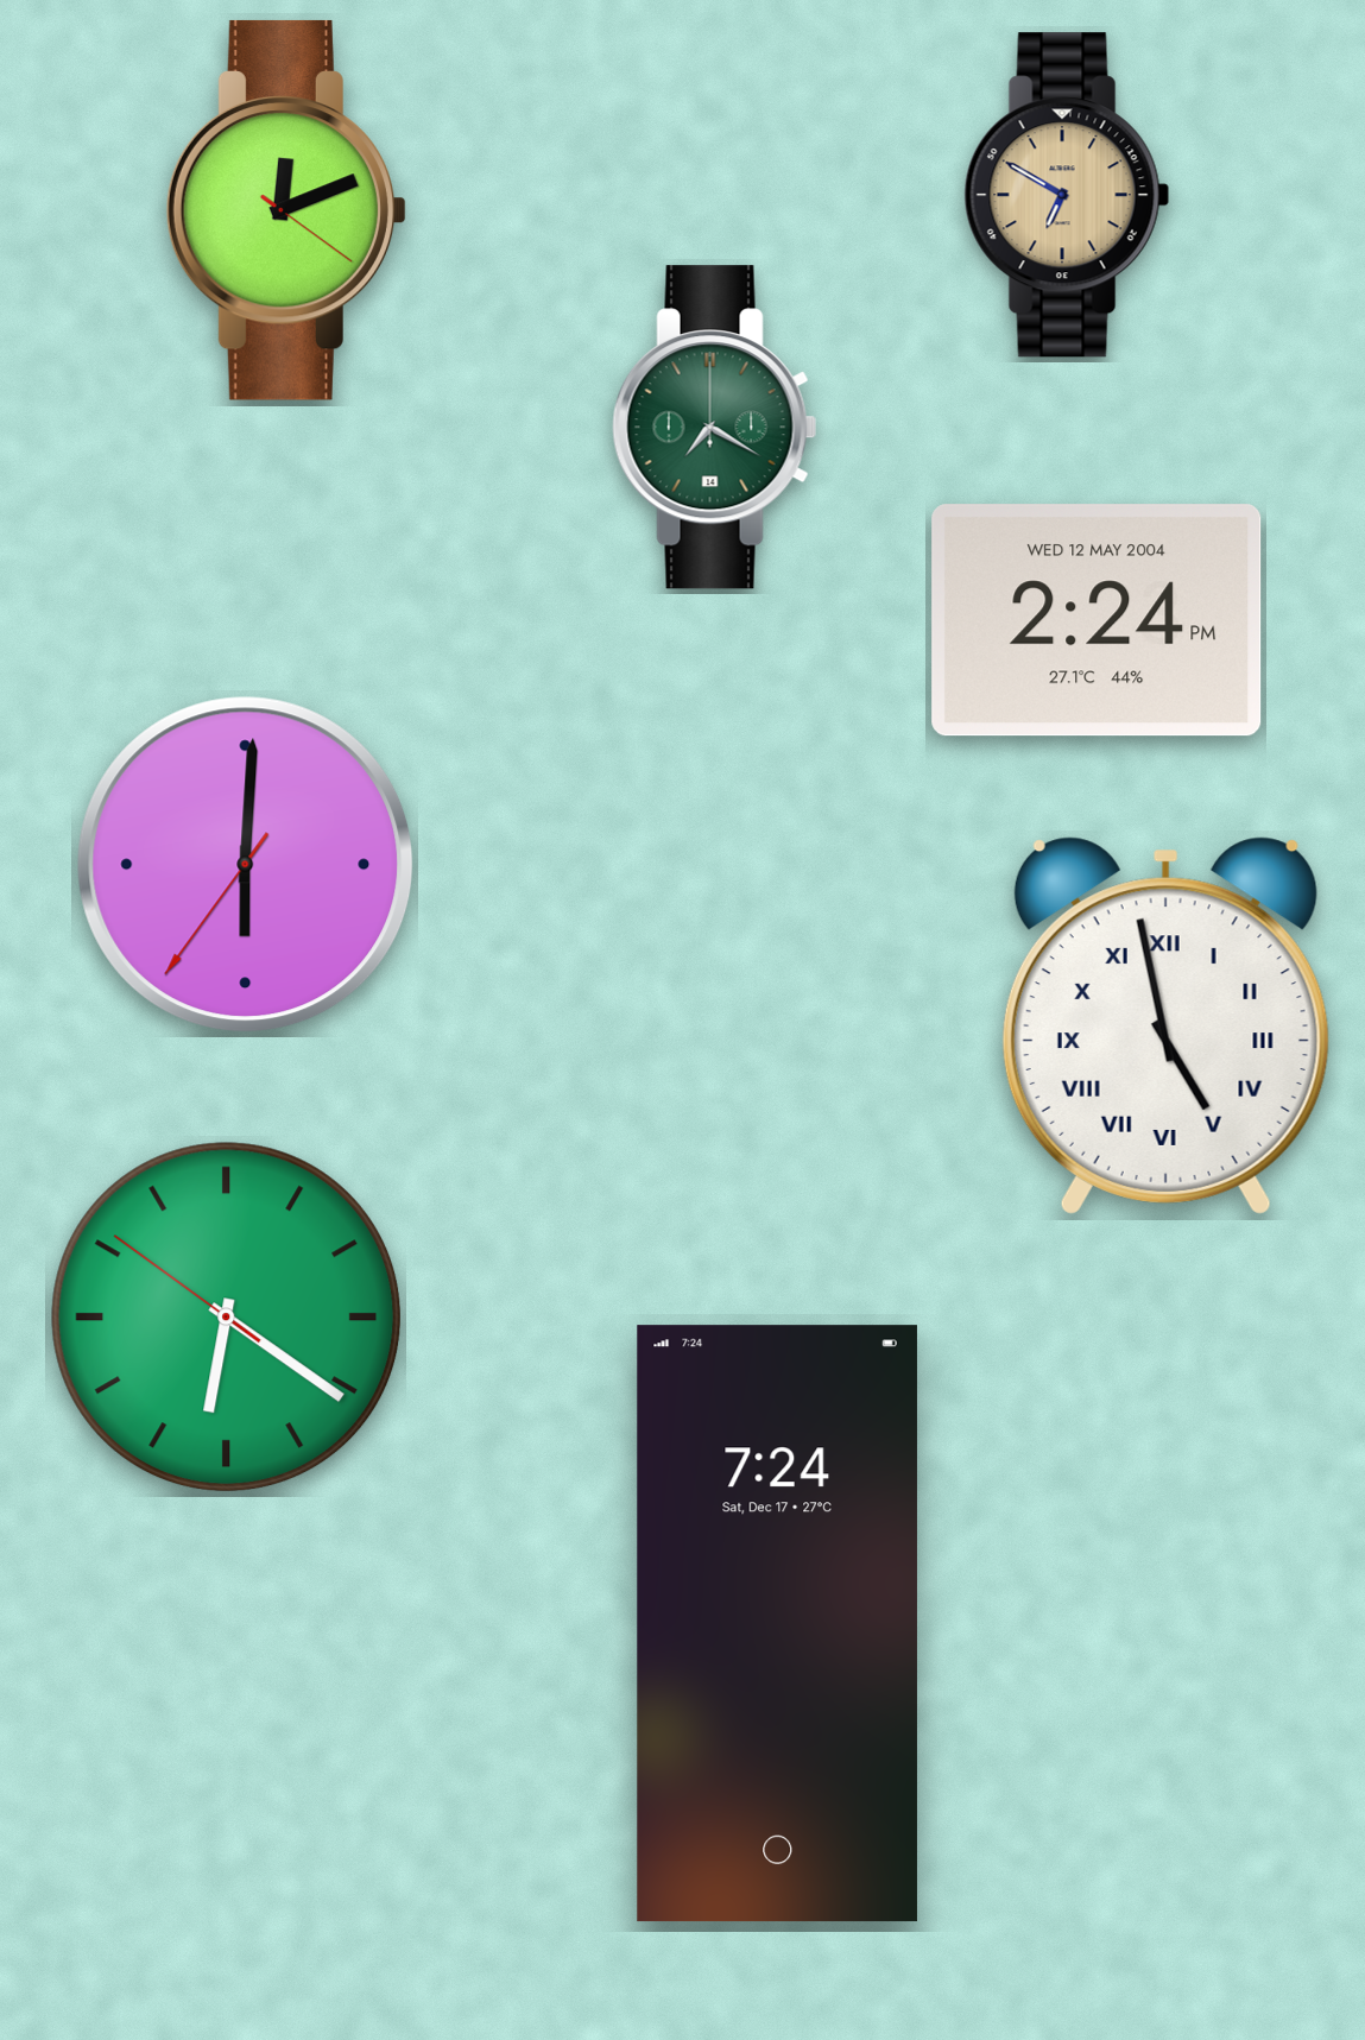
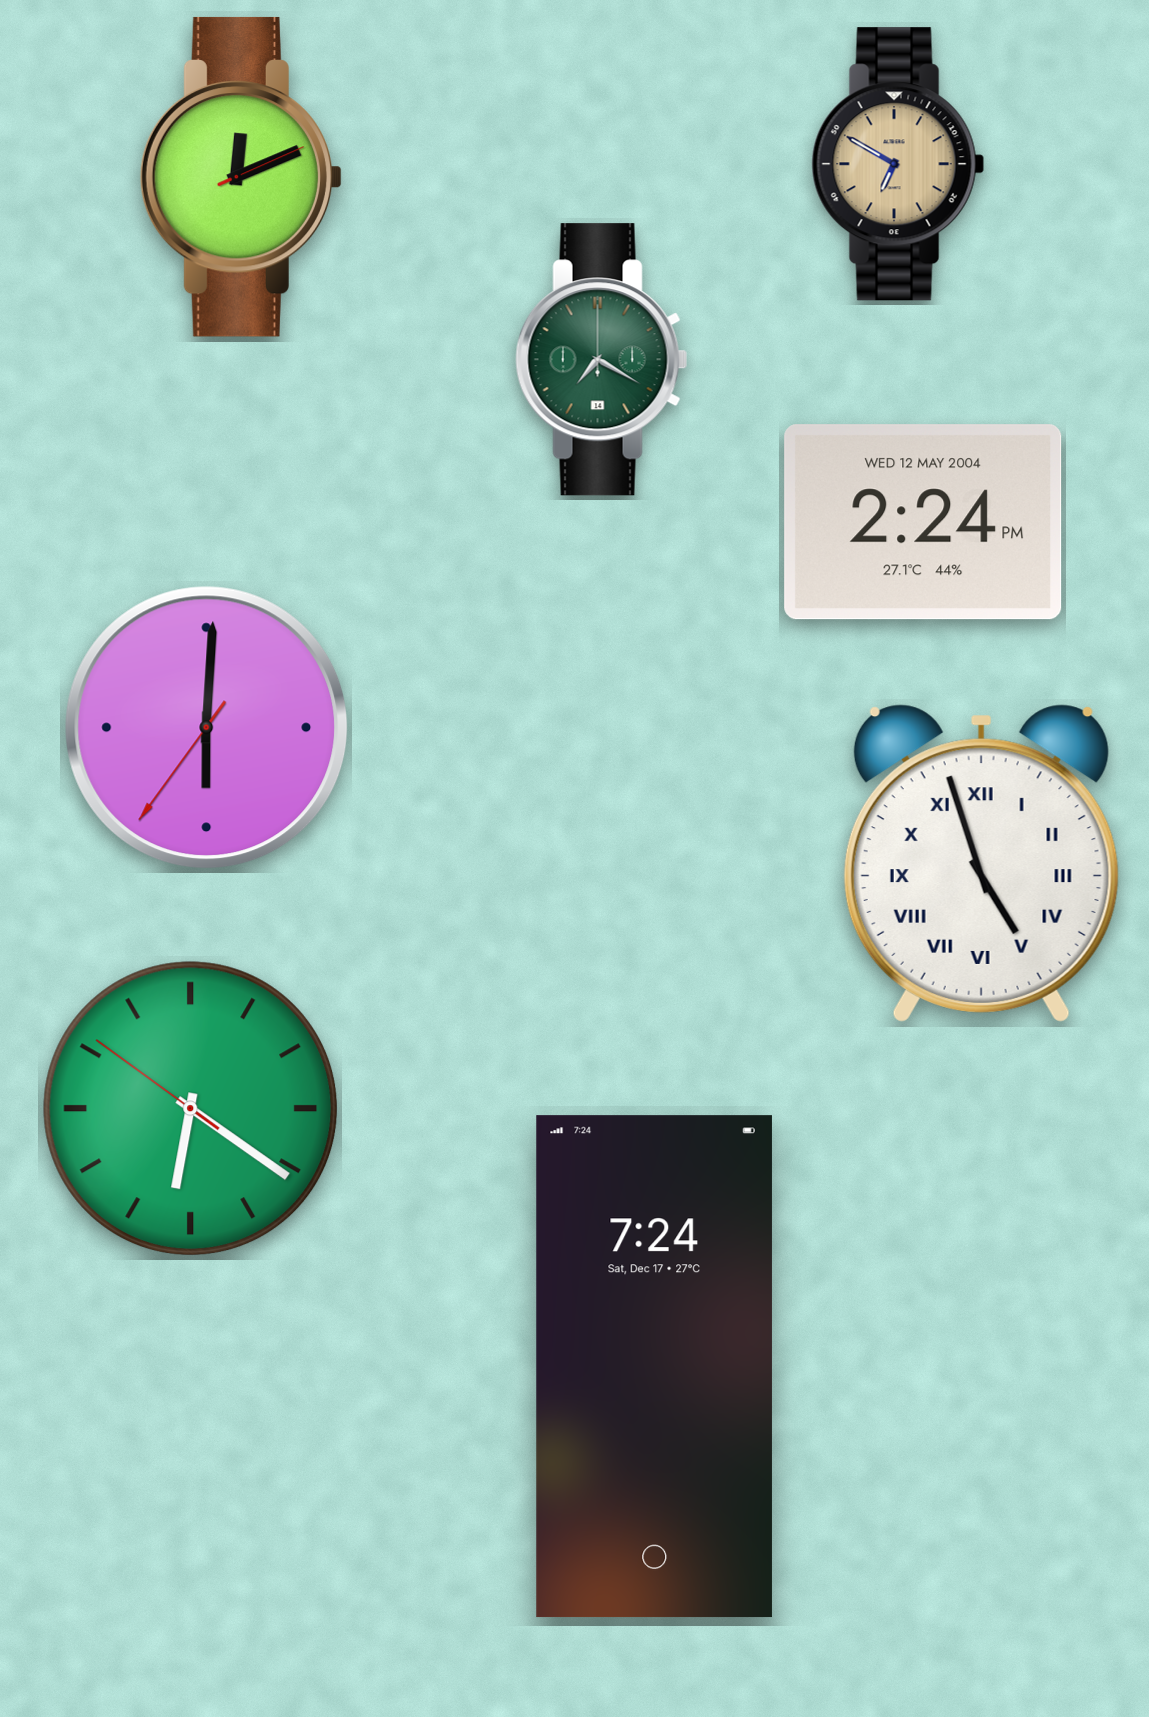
clock at (286, 210): 12:11:21 -> 12:11:11
clock at (1165, 1025): 4:58 -> 4:57
